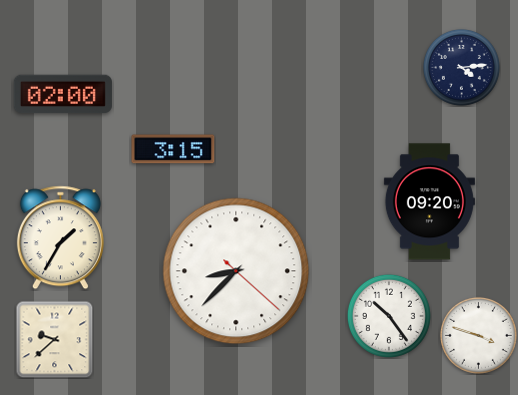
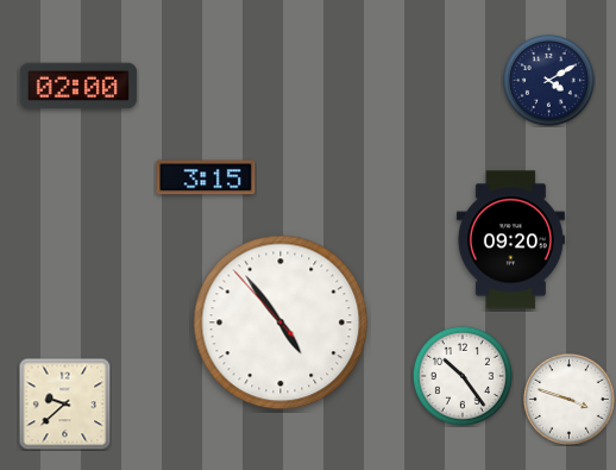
clock at (461, 67): 4:14 -> 4:10
clock at (63, 94) position: (63, 94) -> (78, 86)
clock at (60, 238): 1:35 -> none
clock at (236, 271): 8:37 -> 4:53
